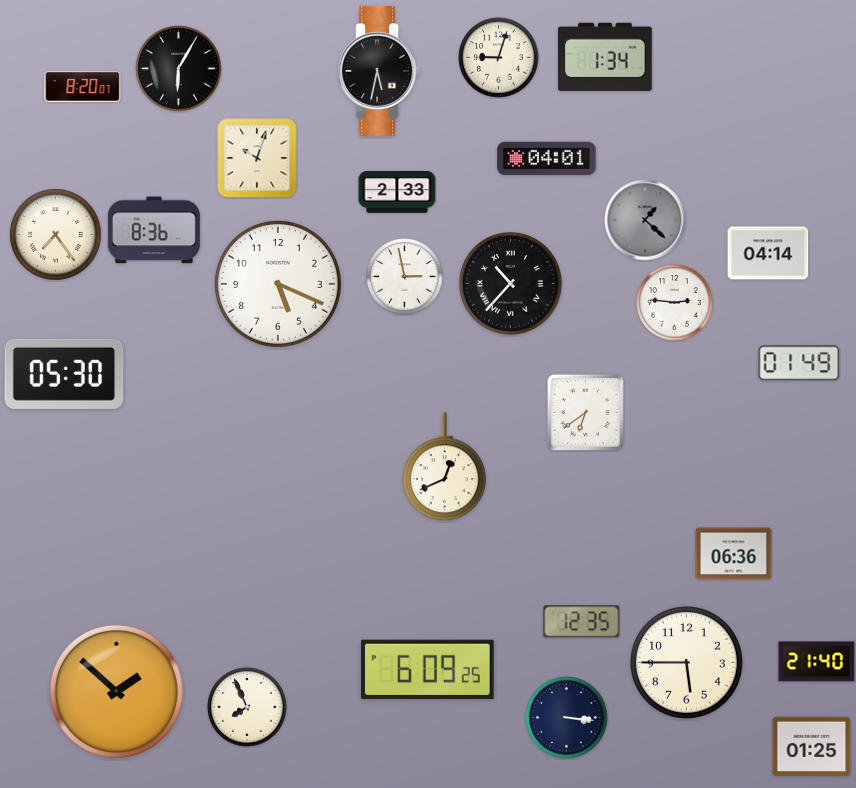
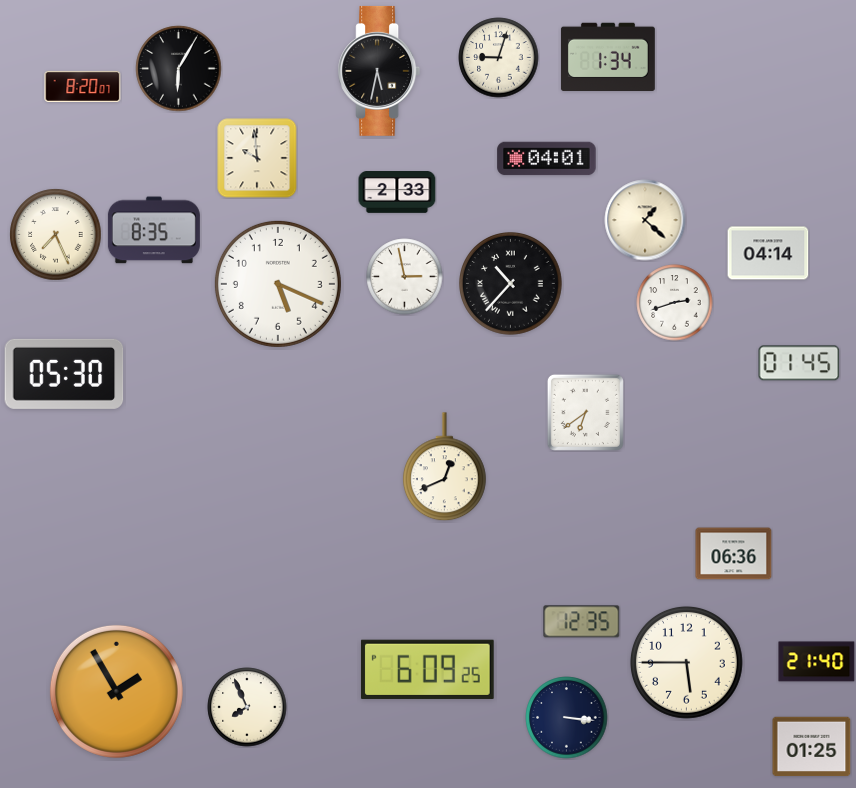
clock at (605, 56) position: (605, 56) -> (608, 56)
clock at (257, 158): 10:03 -> 9:59
clock at (645, 220) dial: grey -> cream
clock at (154, 230): 8:36 -> 8:35
clock at (56, 235): 7:24 -> 7:26
clock at (675, 303): 2:46 -> 2:42
clock at (799, 363): 01:49 -> 01:45
clock at (116, 691): 1:52 -> 1:55
